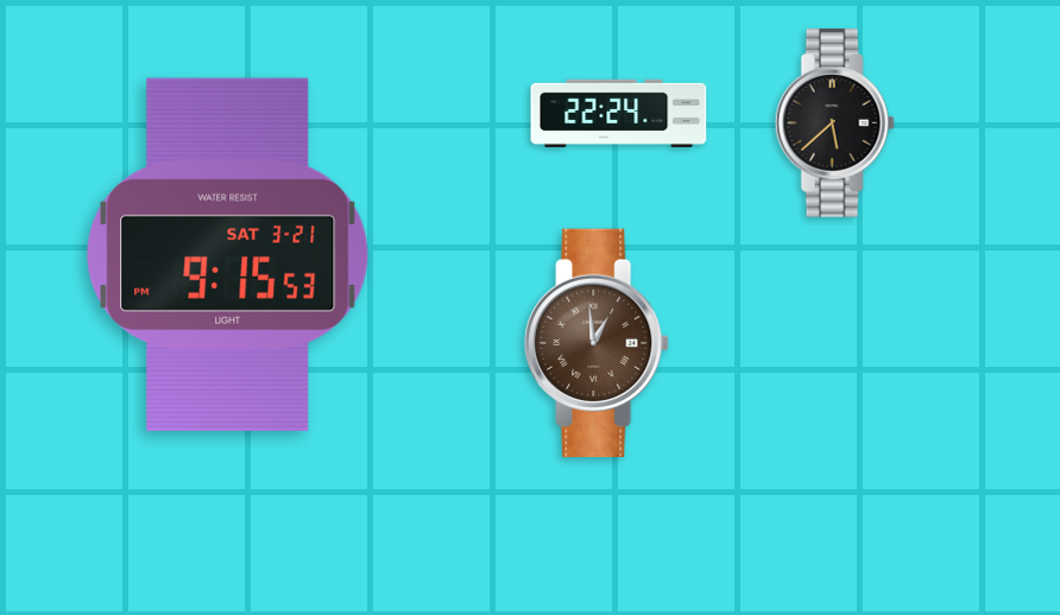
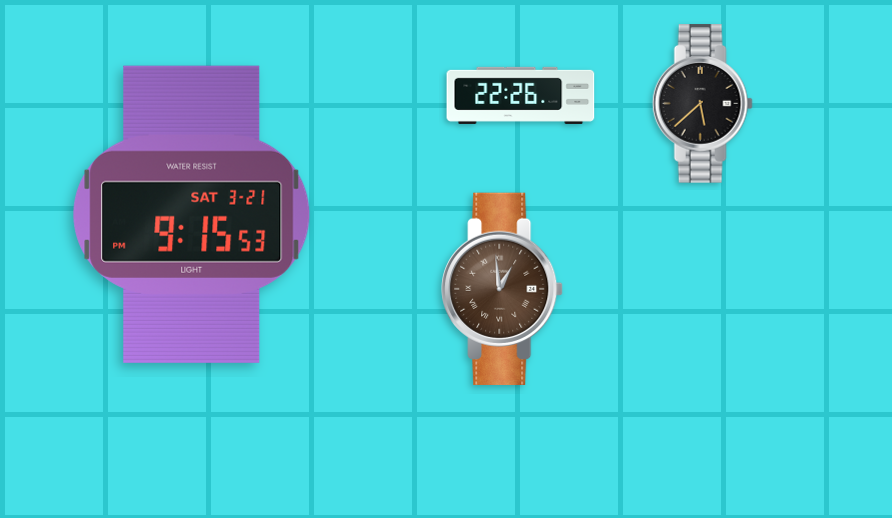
clock at (619, 113): 22:24 -> 22:26
